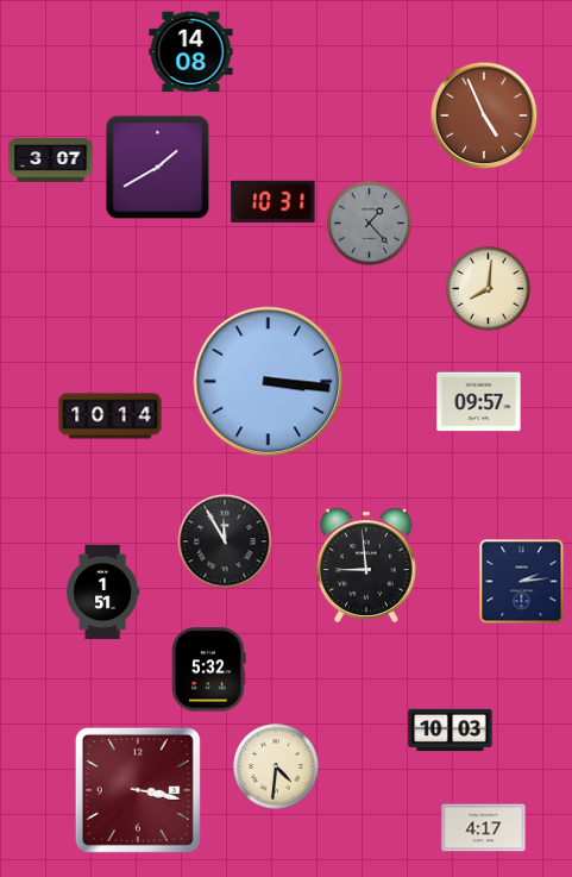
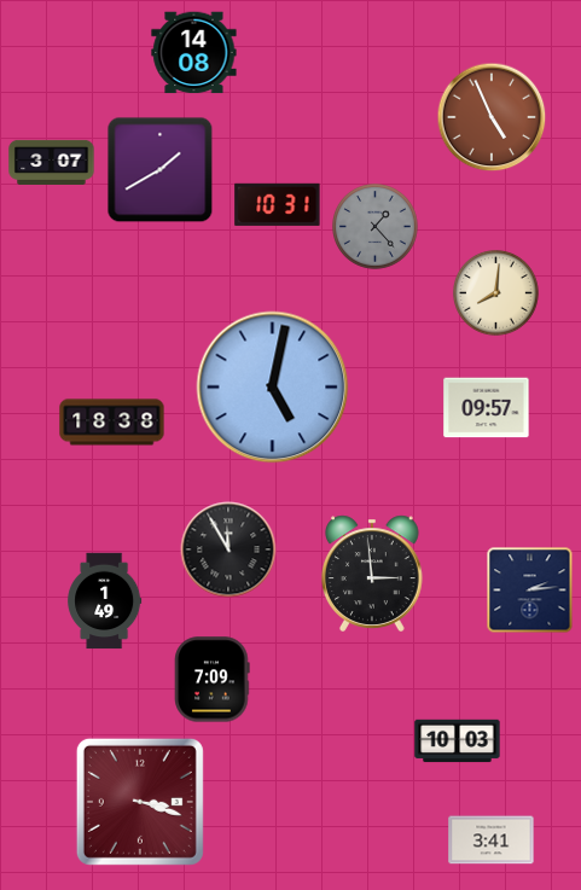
clock at (269, 382): 3:16 -> 5:02
clock at (111, 416): 10:14 -> 18:38
clock at (366, 565): 8:59 -> 2:59
clock at (103, 593): 1:51 -> 1:49
clock at (209, 670): 5:32 -> 7:09
clock at (276, 766): 4:31 -> none
clock at (138, 790): 3:17 -> 3:18
clock at (484, 828): 4:17 -> 3:41
